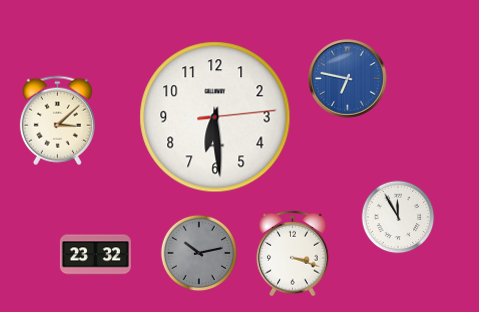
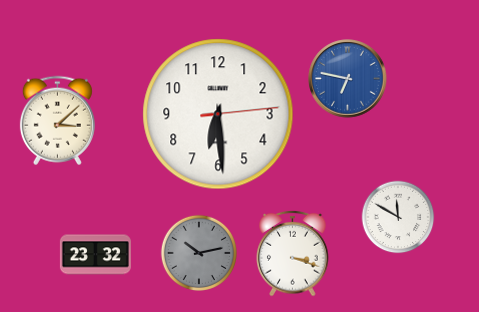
clock at (215, 117) position: (215, 117) -> (218, 114)
clock at (398, 217): 11:55 -> 11:50
